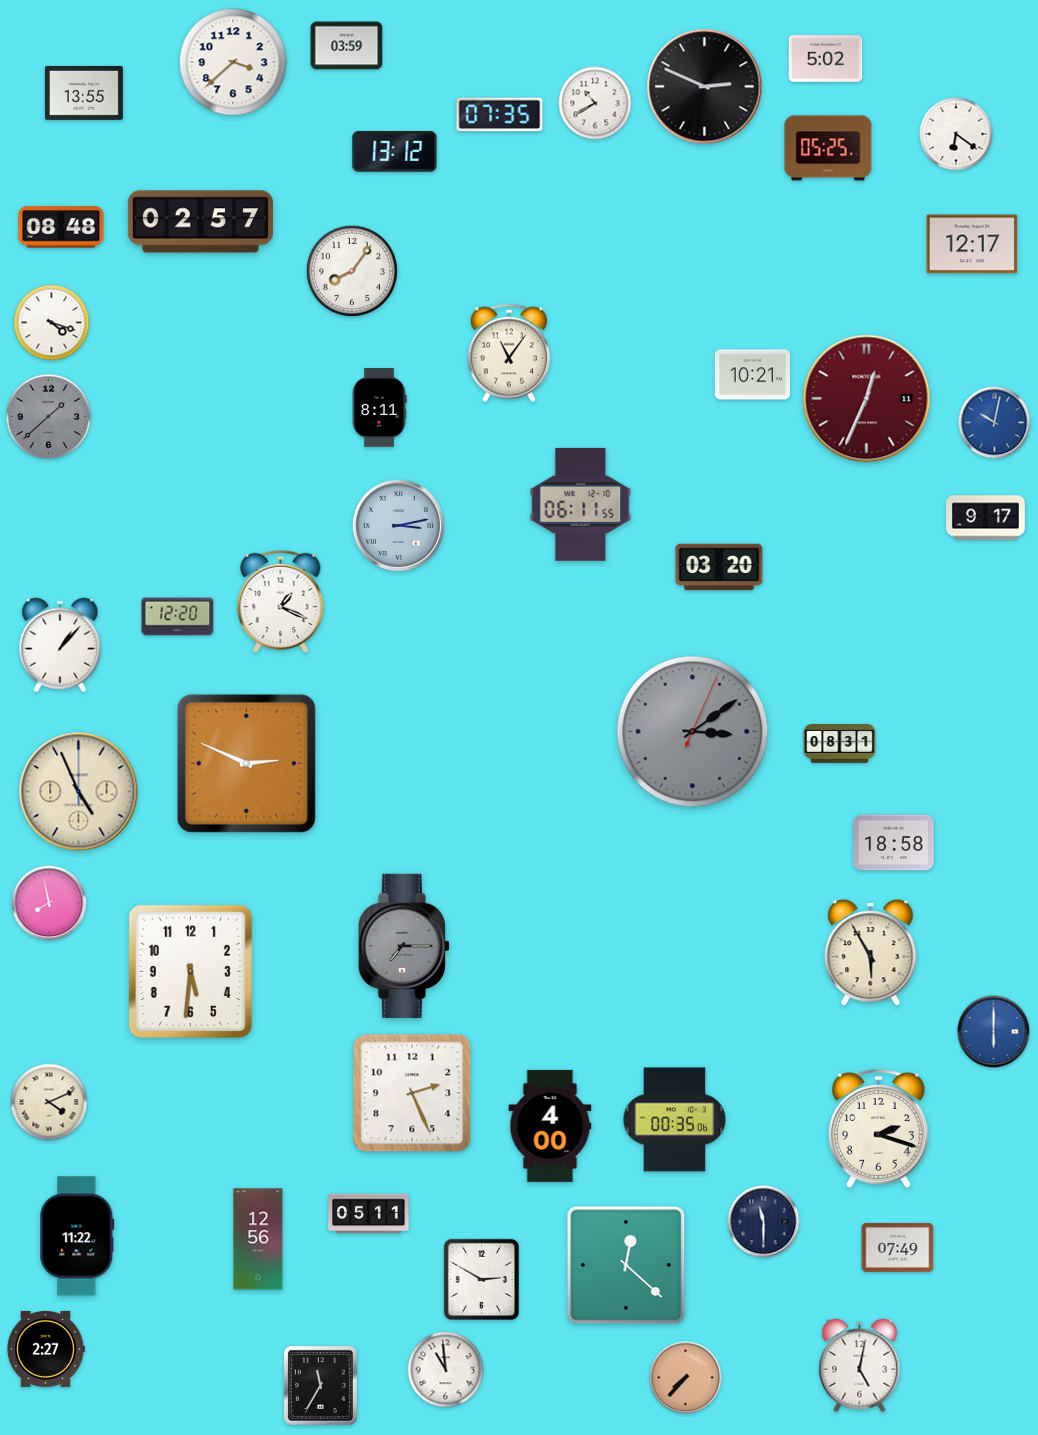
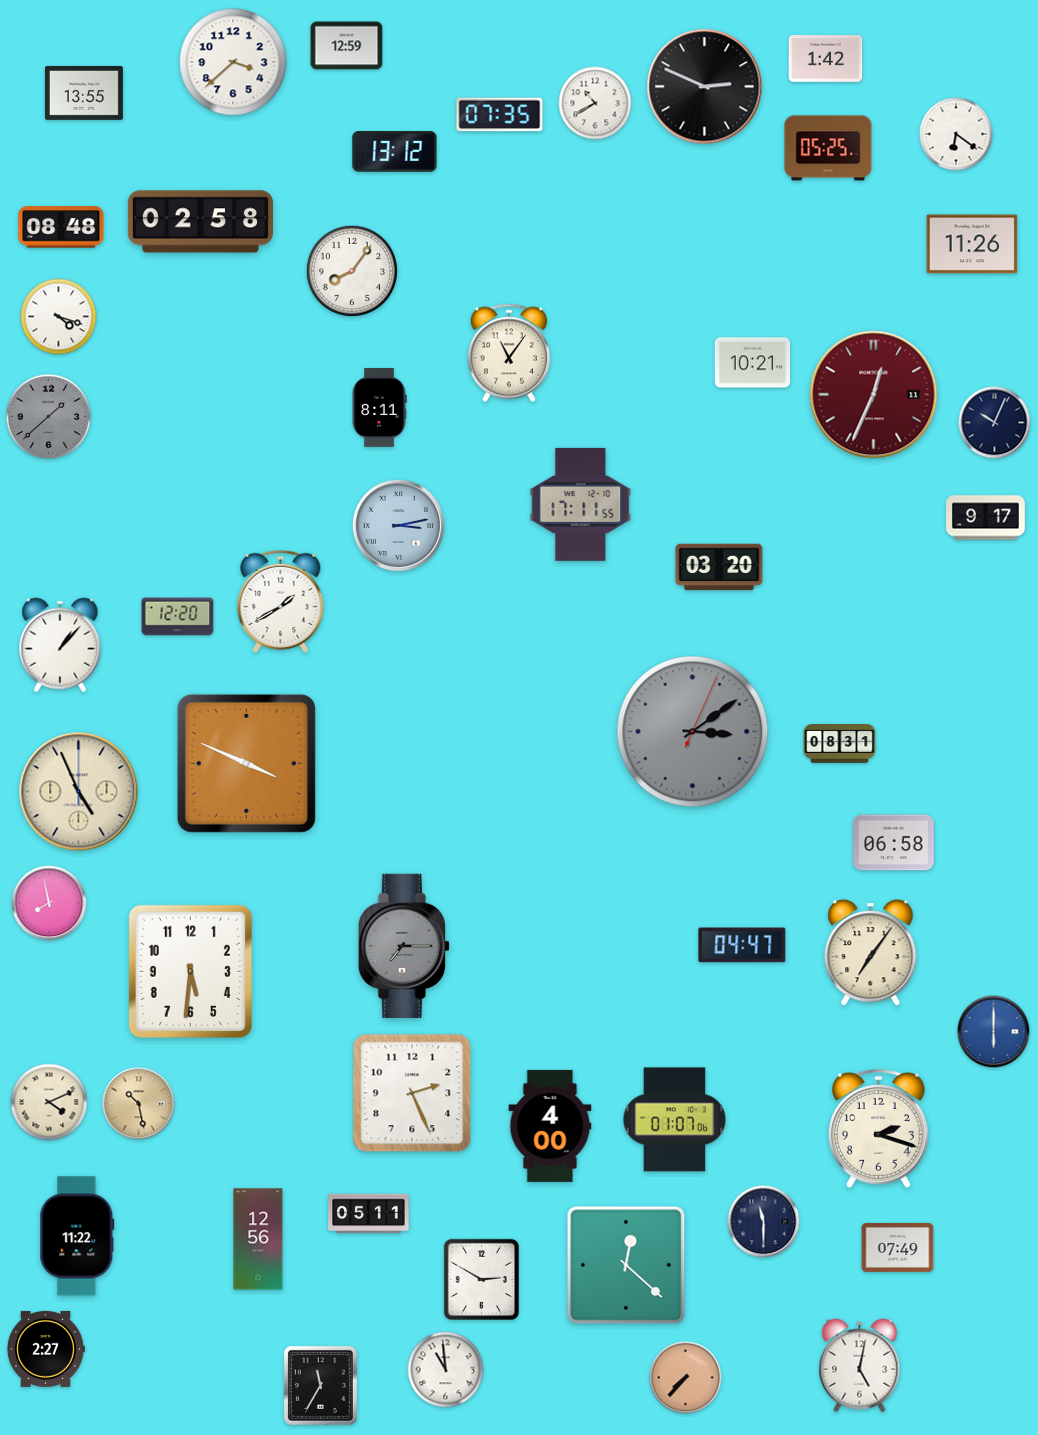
clock at (347, 46): 03:59 -> 12:59
clock at (826, 59): 5:02 -> 1:42
clock at (200, 222): 02:57 -> 02:58
clock at (972, 244): 12:17 -> 11:26
clock at (52, 323) position: (52, 323) -> (59, 317)
clock at (753, 375) position: (753, 375) -> (753, 363)
clock at (867, 399) position: (867, 399) -> (874, 395)
clock at (995, 423): 10:02 -> 10:04
clock at (995, 423) dial: blue -> navy
clock at (581, 504): 06:11 -> 17:11
clock at (281, 601): 1:19 -> 1:40
clock at (246, 763): 2:49 -> 3:49
clock at (894, 843): 18:58 -> 06:58
clock at (742, 945): none -> 04:47
clock at (871, 953): 5:55 -> 7:06
clock at (139, 1104): none -> 10:28
clock at (675, 1120): 00:35 -> 01:07
